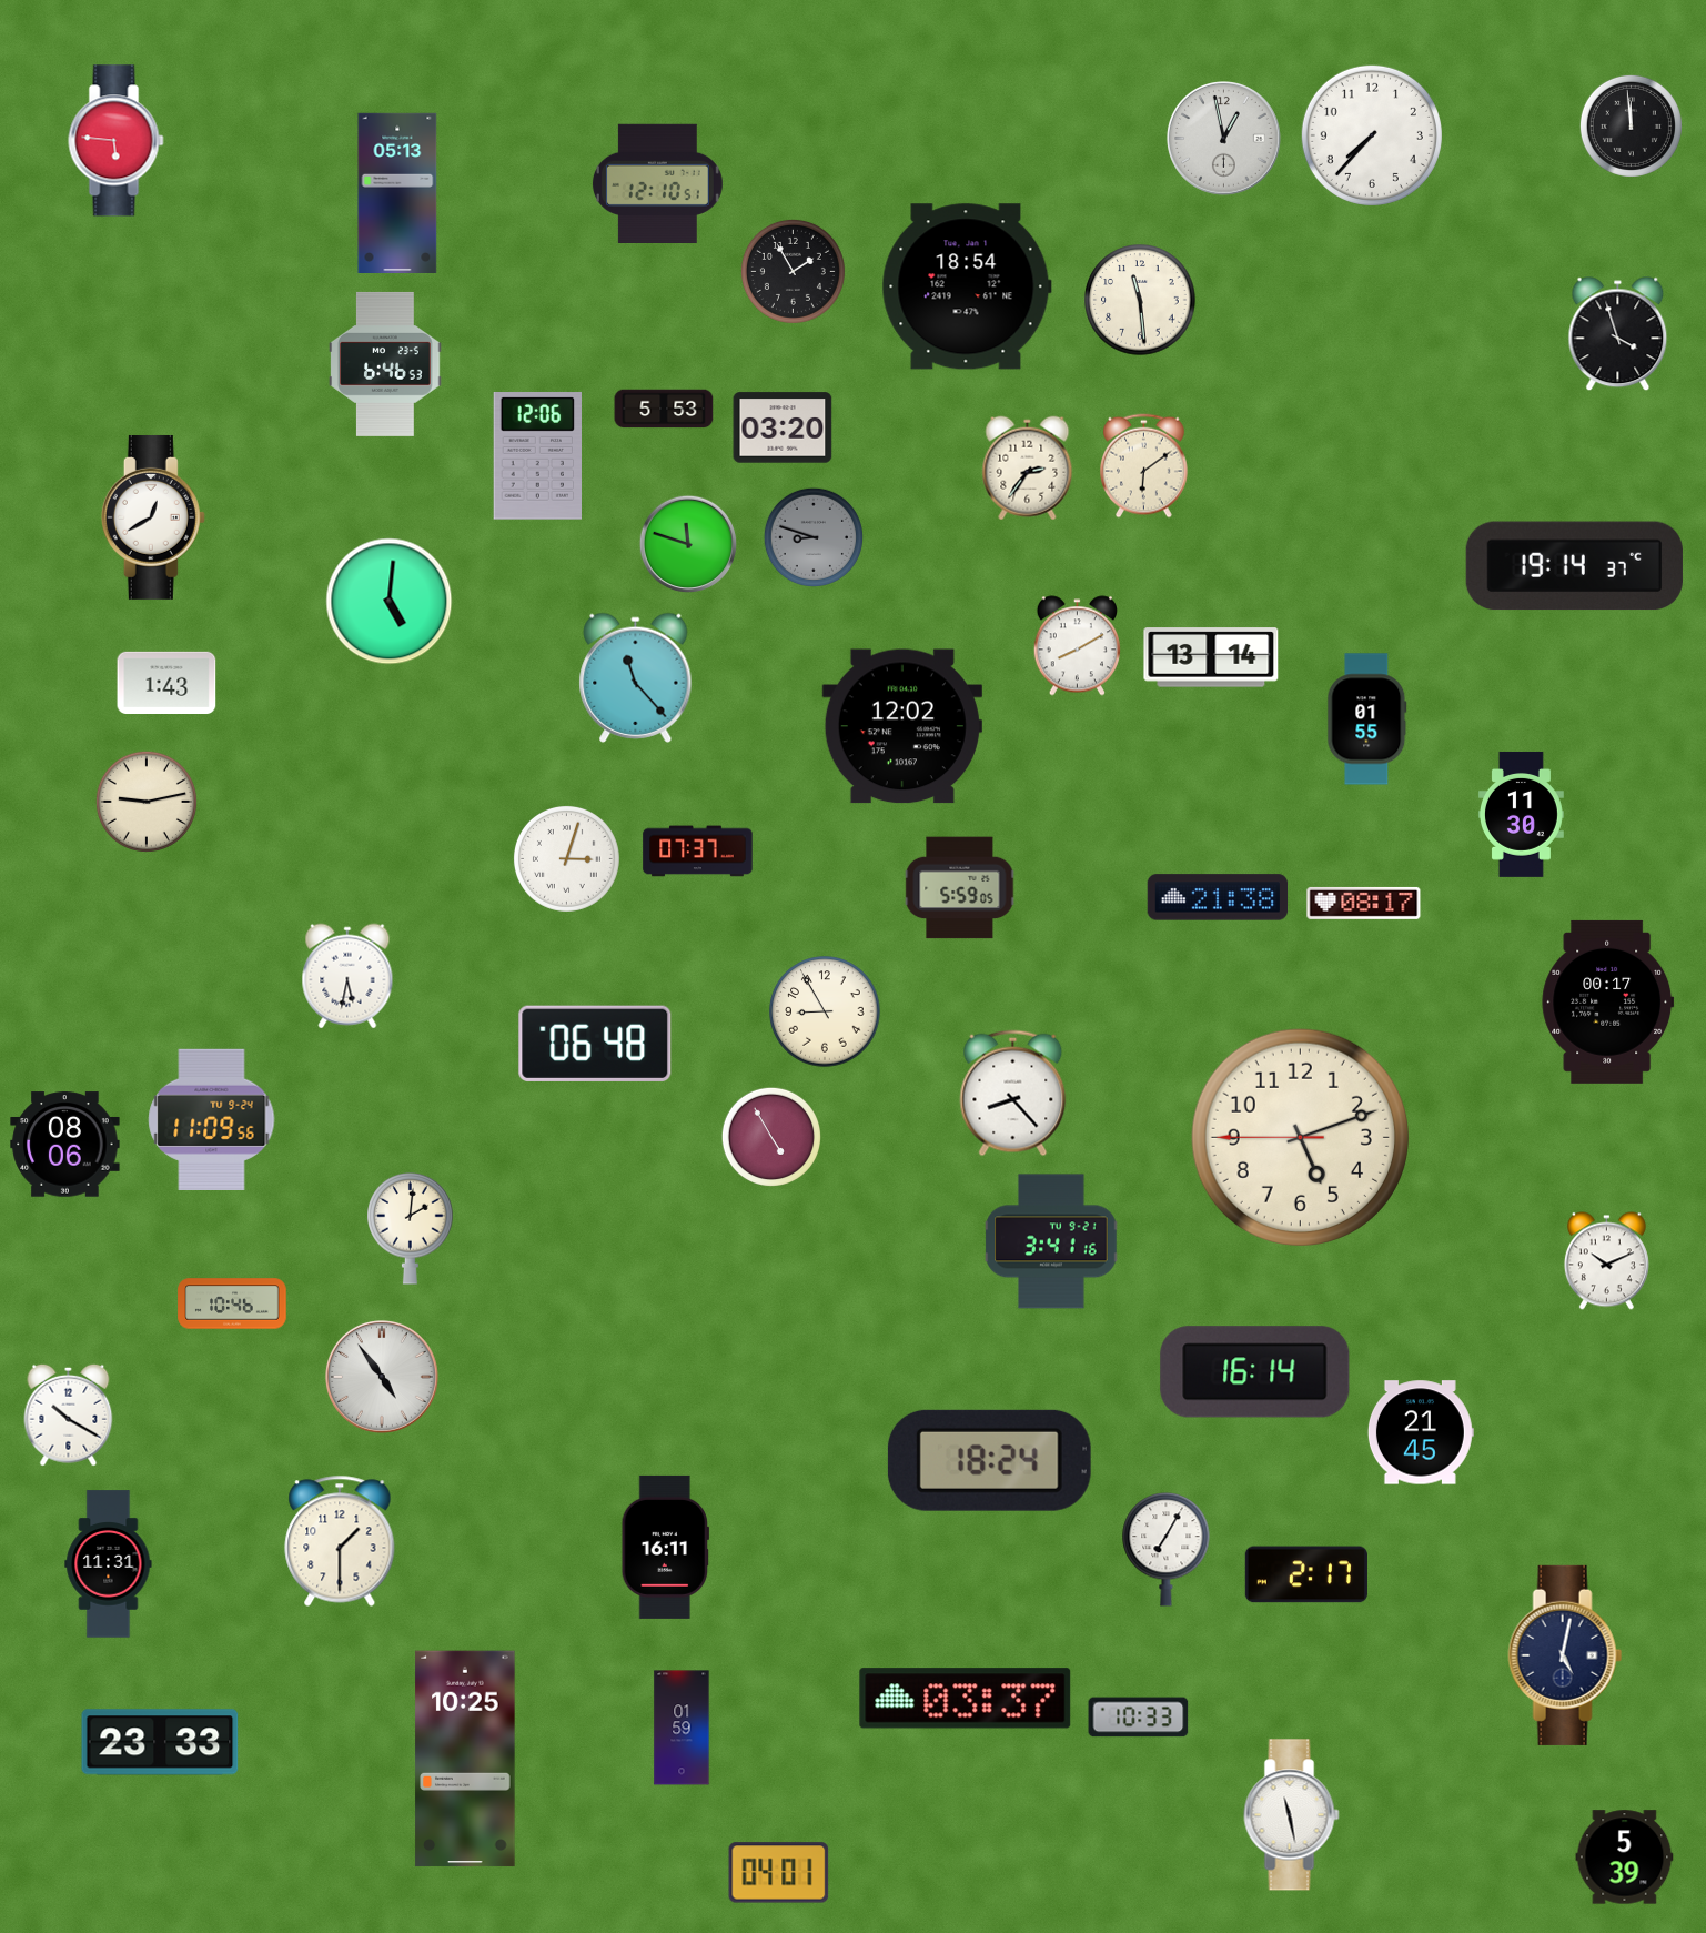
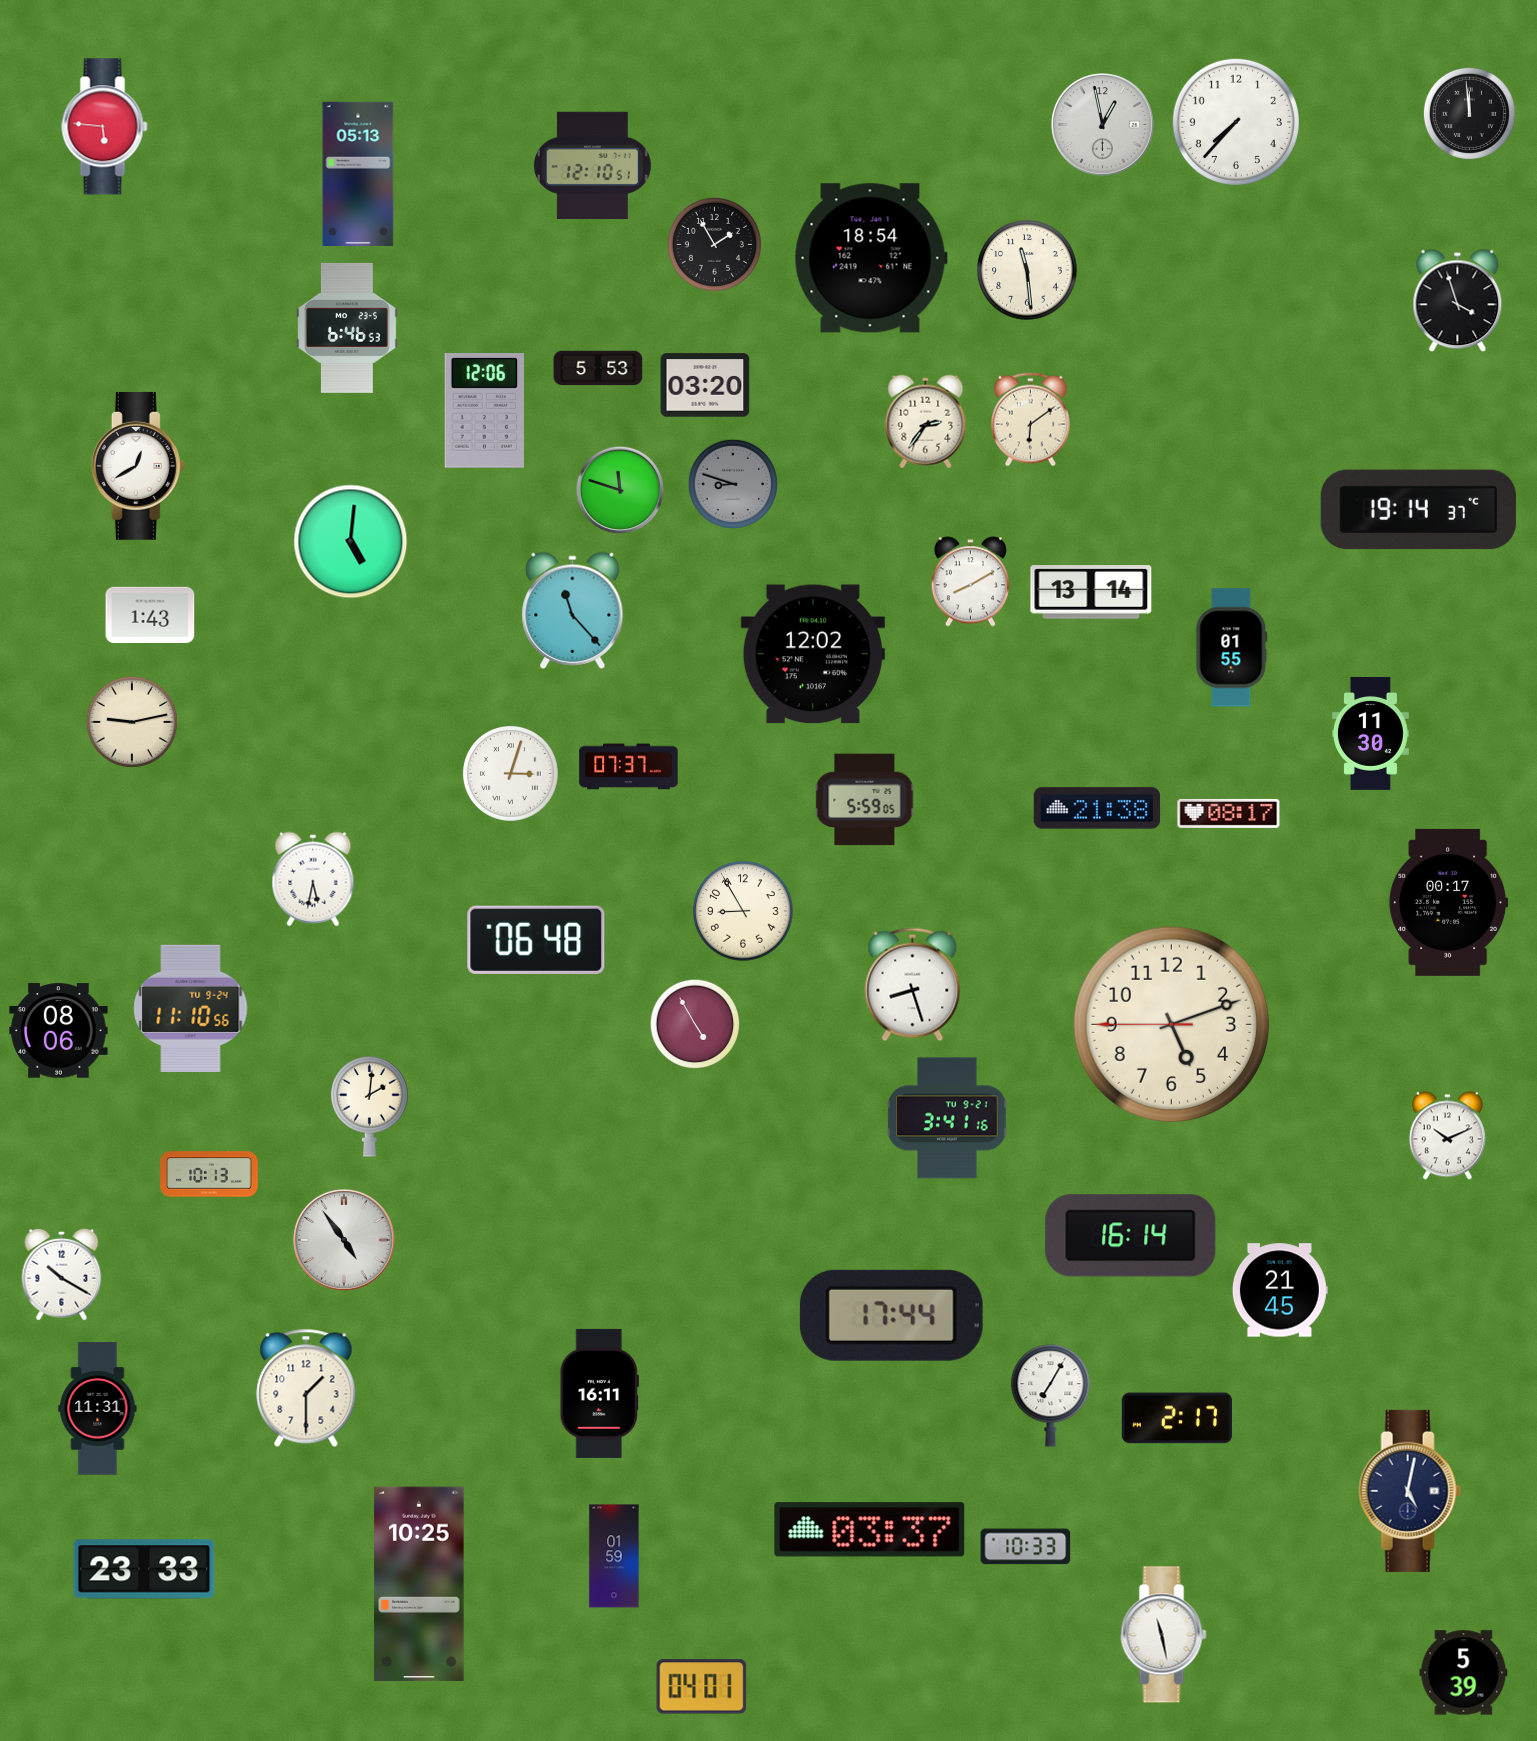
clock at (1013, 1094): 8:23 -> 8:27
clock at (212, 1119): 11:09 -> 11:10
clock at (232, 1303): 10:46 -> 10:13
clock at (989, 1460): 18:24 -> 17:44
